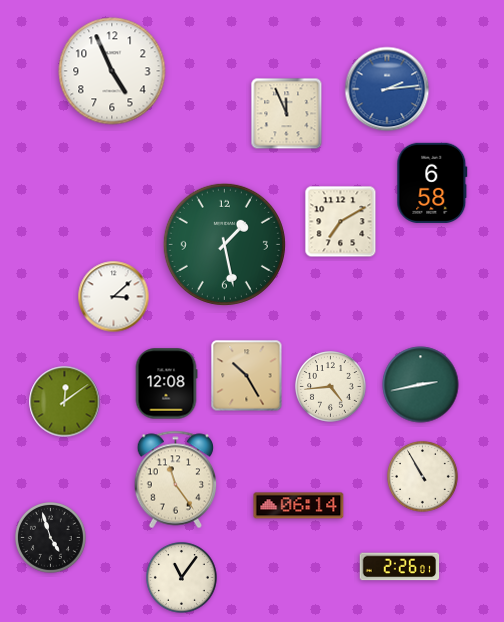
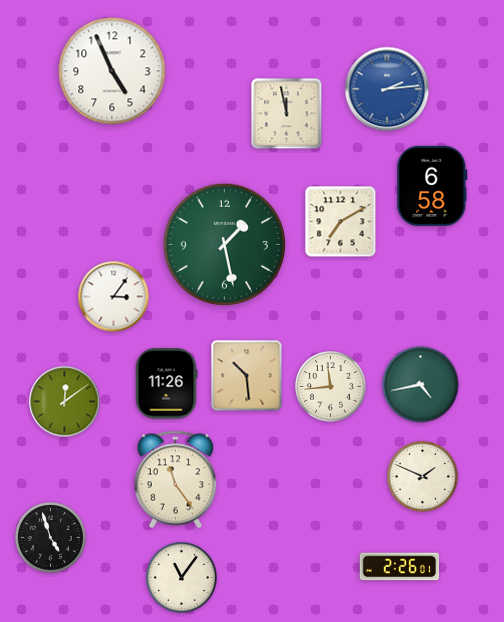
clock at (287, 114): 11:56 -> 11:58
clock at (432, 183) position: (432, 183) -> (432, 186)
clock at (114, 297): 3:08 -> 3:06
clock at (247, 376): 10:25 -> 10:29
clock at (166, 384): 12:08 -> 11:26
clock at (421, 385): 2:43 -> 4:43
clock at (331, 387): 4:44 -> 11:44
clock at (423, 477): 10:55 -> 1:49
clock at (299, 506): 06:14 -> none
